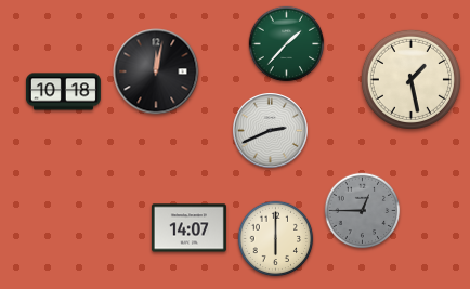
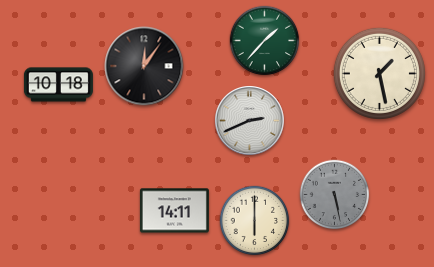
clock at (156, 71): 12:02 -> 12:06
clock at (363, 211): 12:45 -> 5:28
clock at (188, 228): 14:07 -> 14:11
